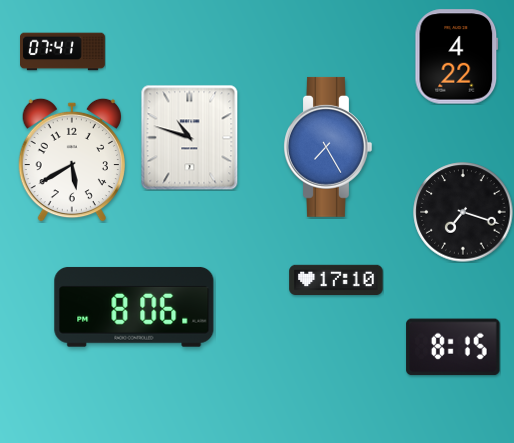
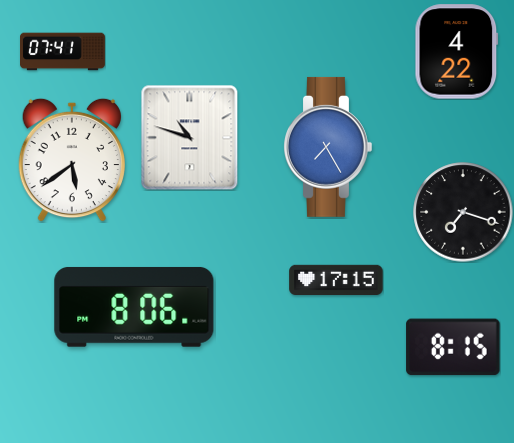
clock at (457, 57) position: (457, 57) -> (457, 52)
clock at (72, 160): 5:40 -> 5:39
clock at (336, 280): 17:10 -> 17:15
